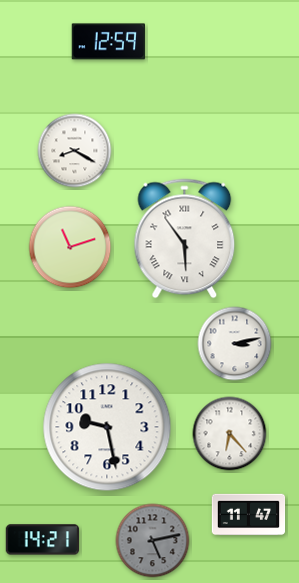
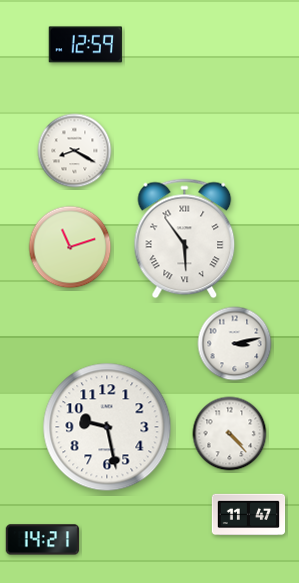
clock at (108, 42) position: (108, 42) -> (85, 45)
clock at (230, 434): 6:23 -> 4:23
clock at (153, 541): 5:13 -> none
